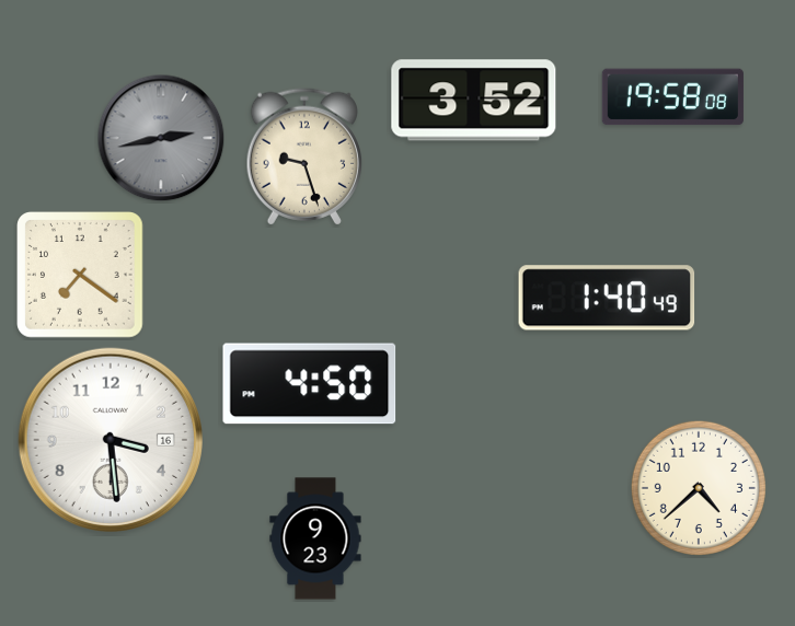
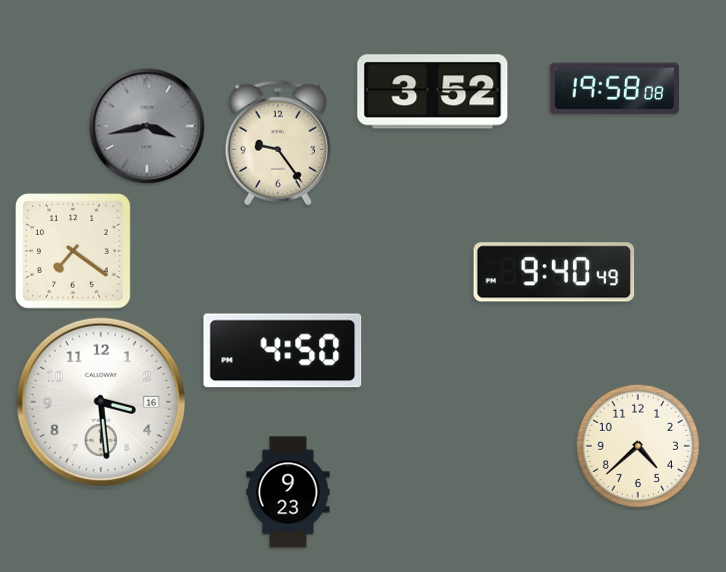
clock at (161, 138): 2:43 -> 3:43
clock at (303, 156): 9:27 -> 9:24
clock at (607, 298): 1:40 -> 9:40
